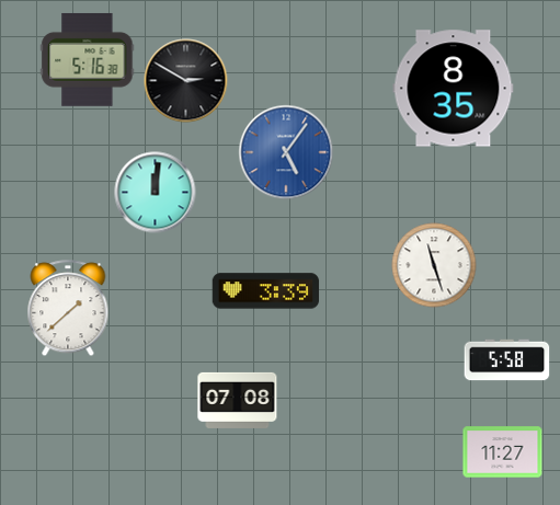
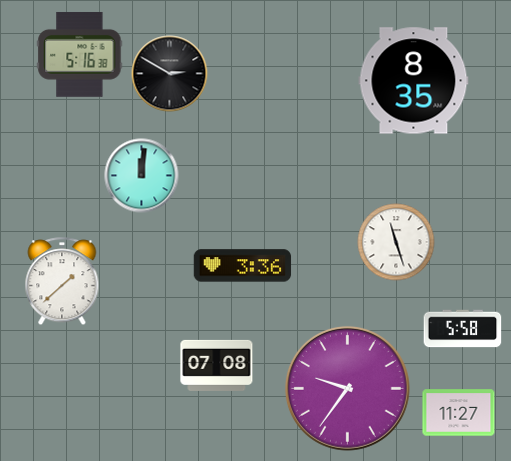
clock at (286, 152): 5:06 -> none
clock at (266, 291): 3:39 -> 3:36
clock at (347, 388): none -> 9:36
